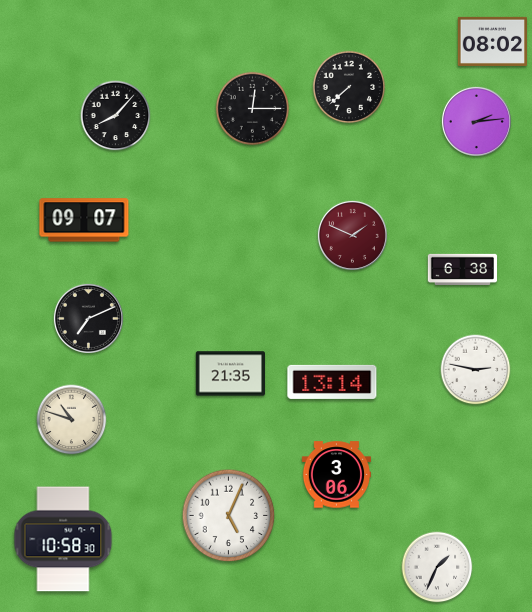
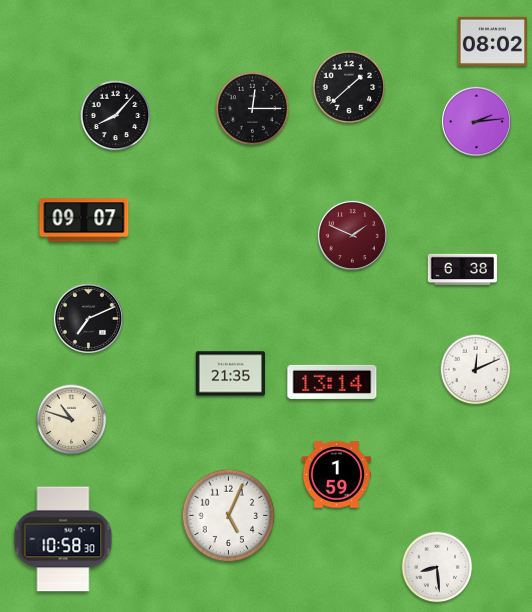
clock at (349, 87): 7:38 -> 1:38
clock at (476, 370): 2:47 -> 12:11
clock at (336, 475): 3:06 -> 1:59
clock at (437, 567): 1:34 -> 8:29
